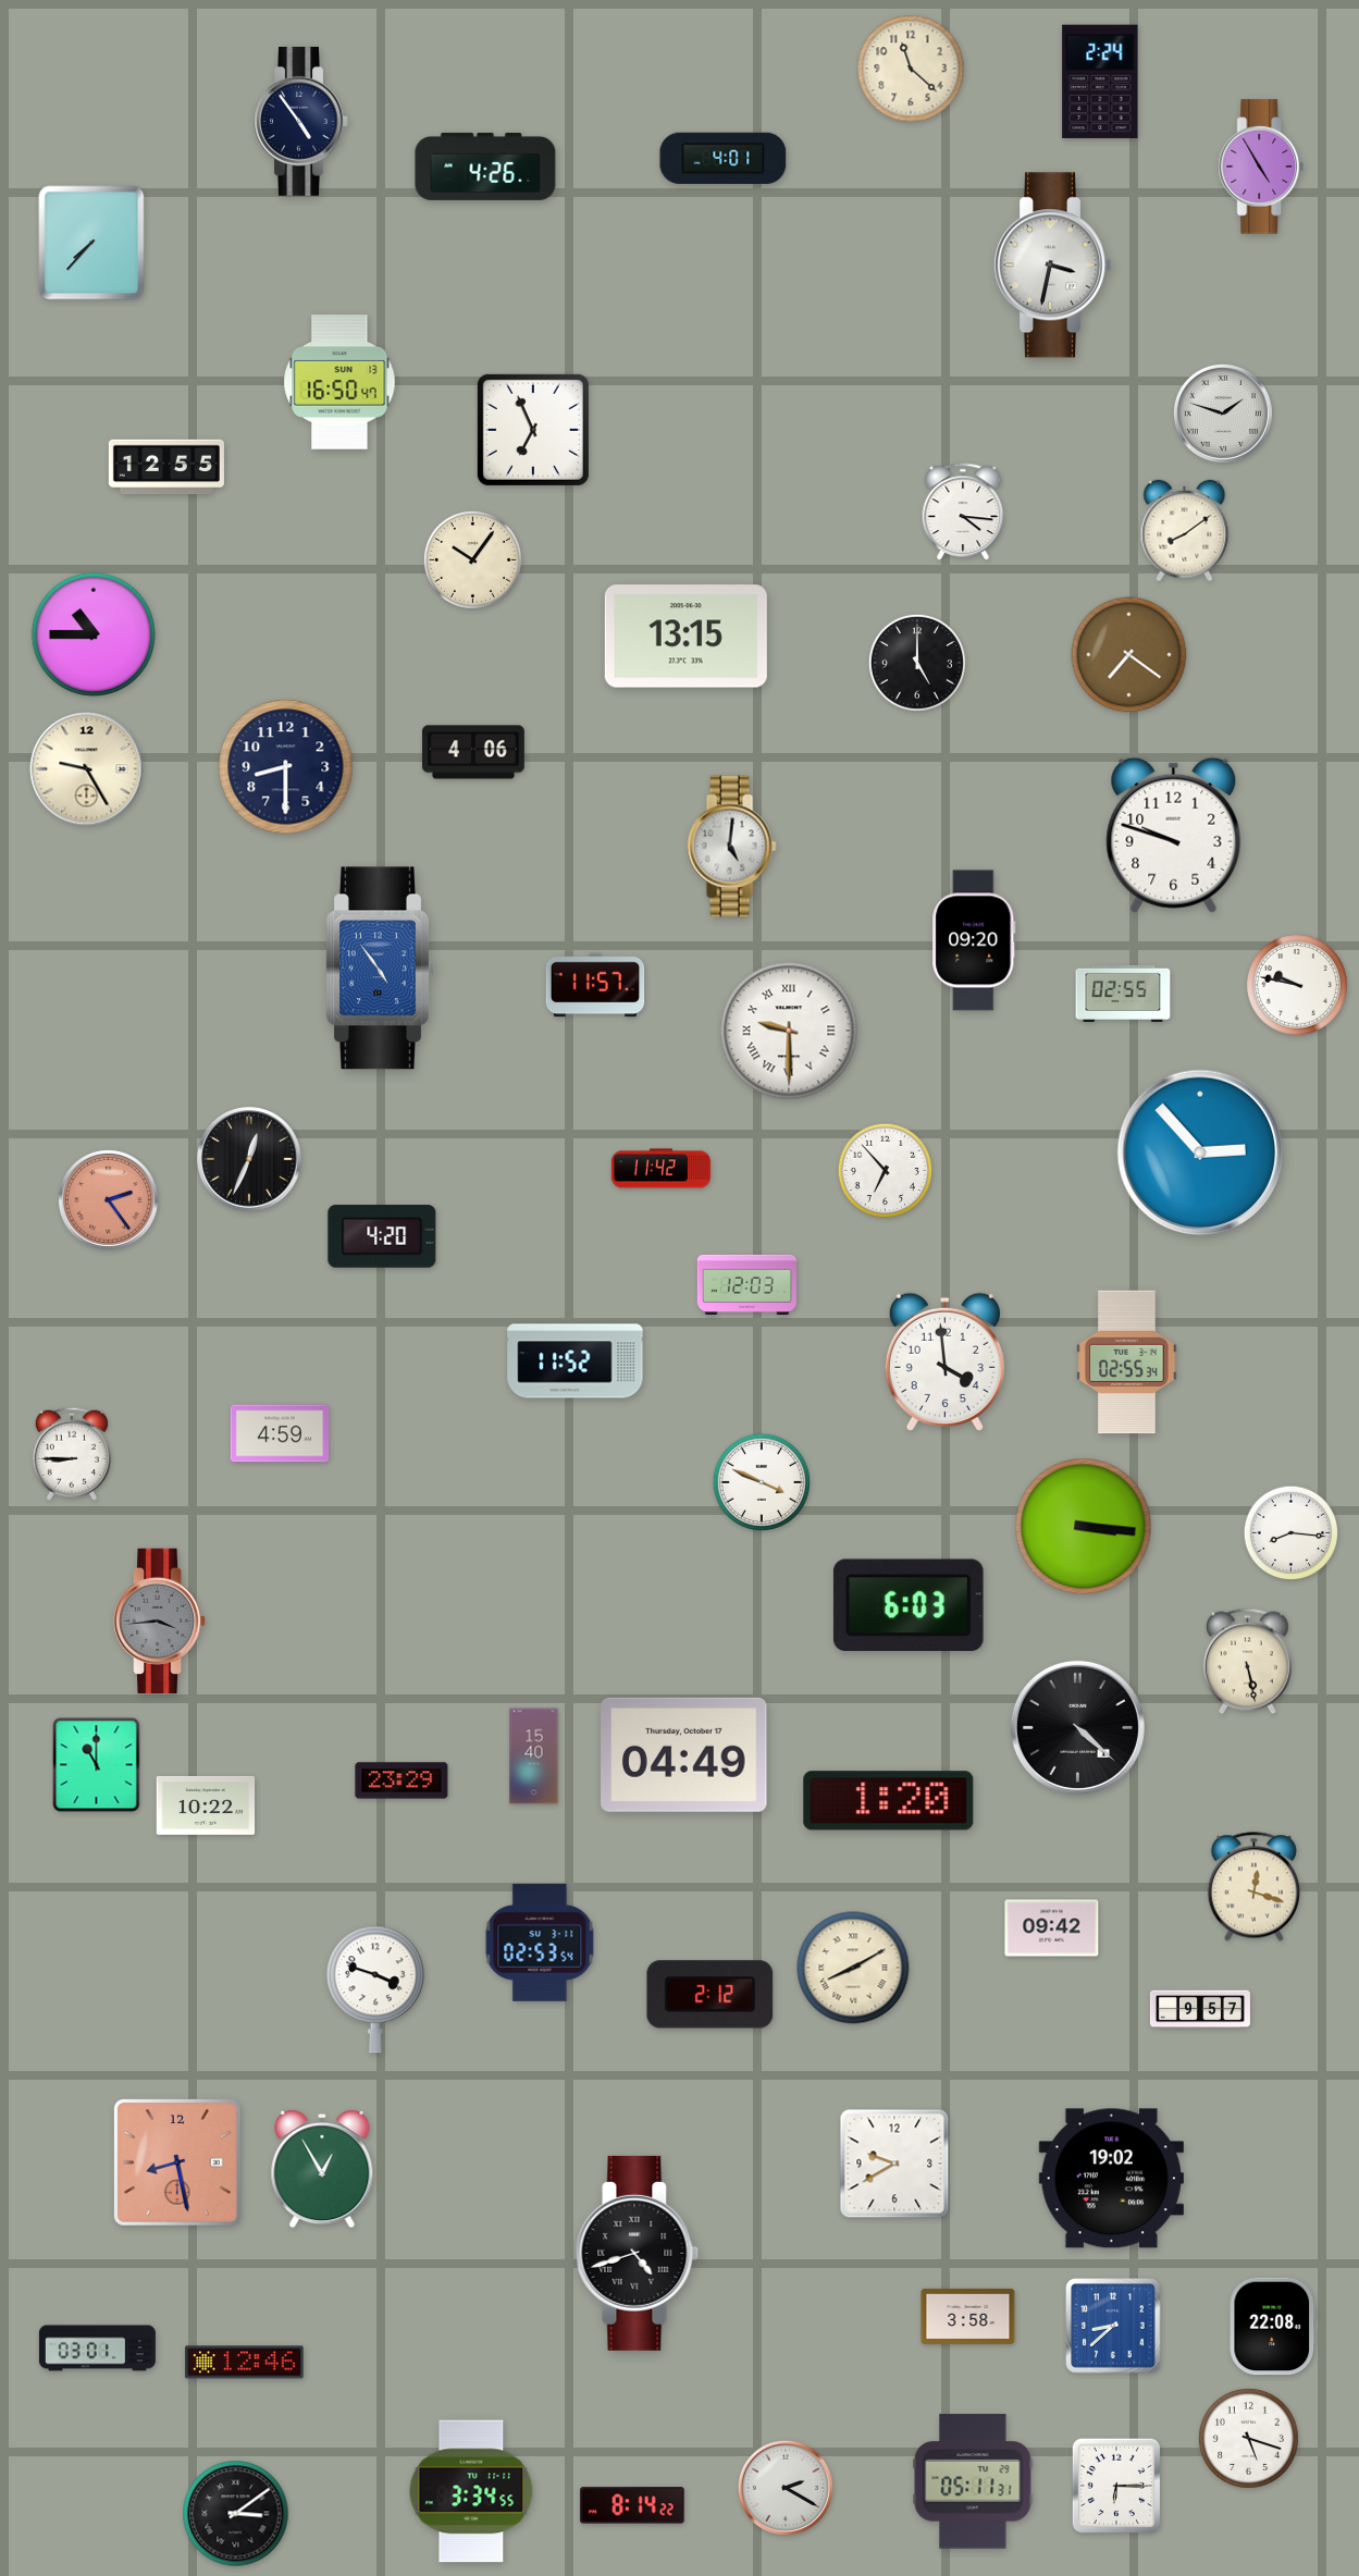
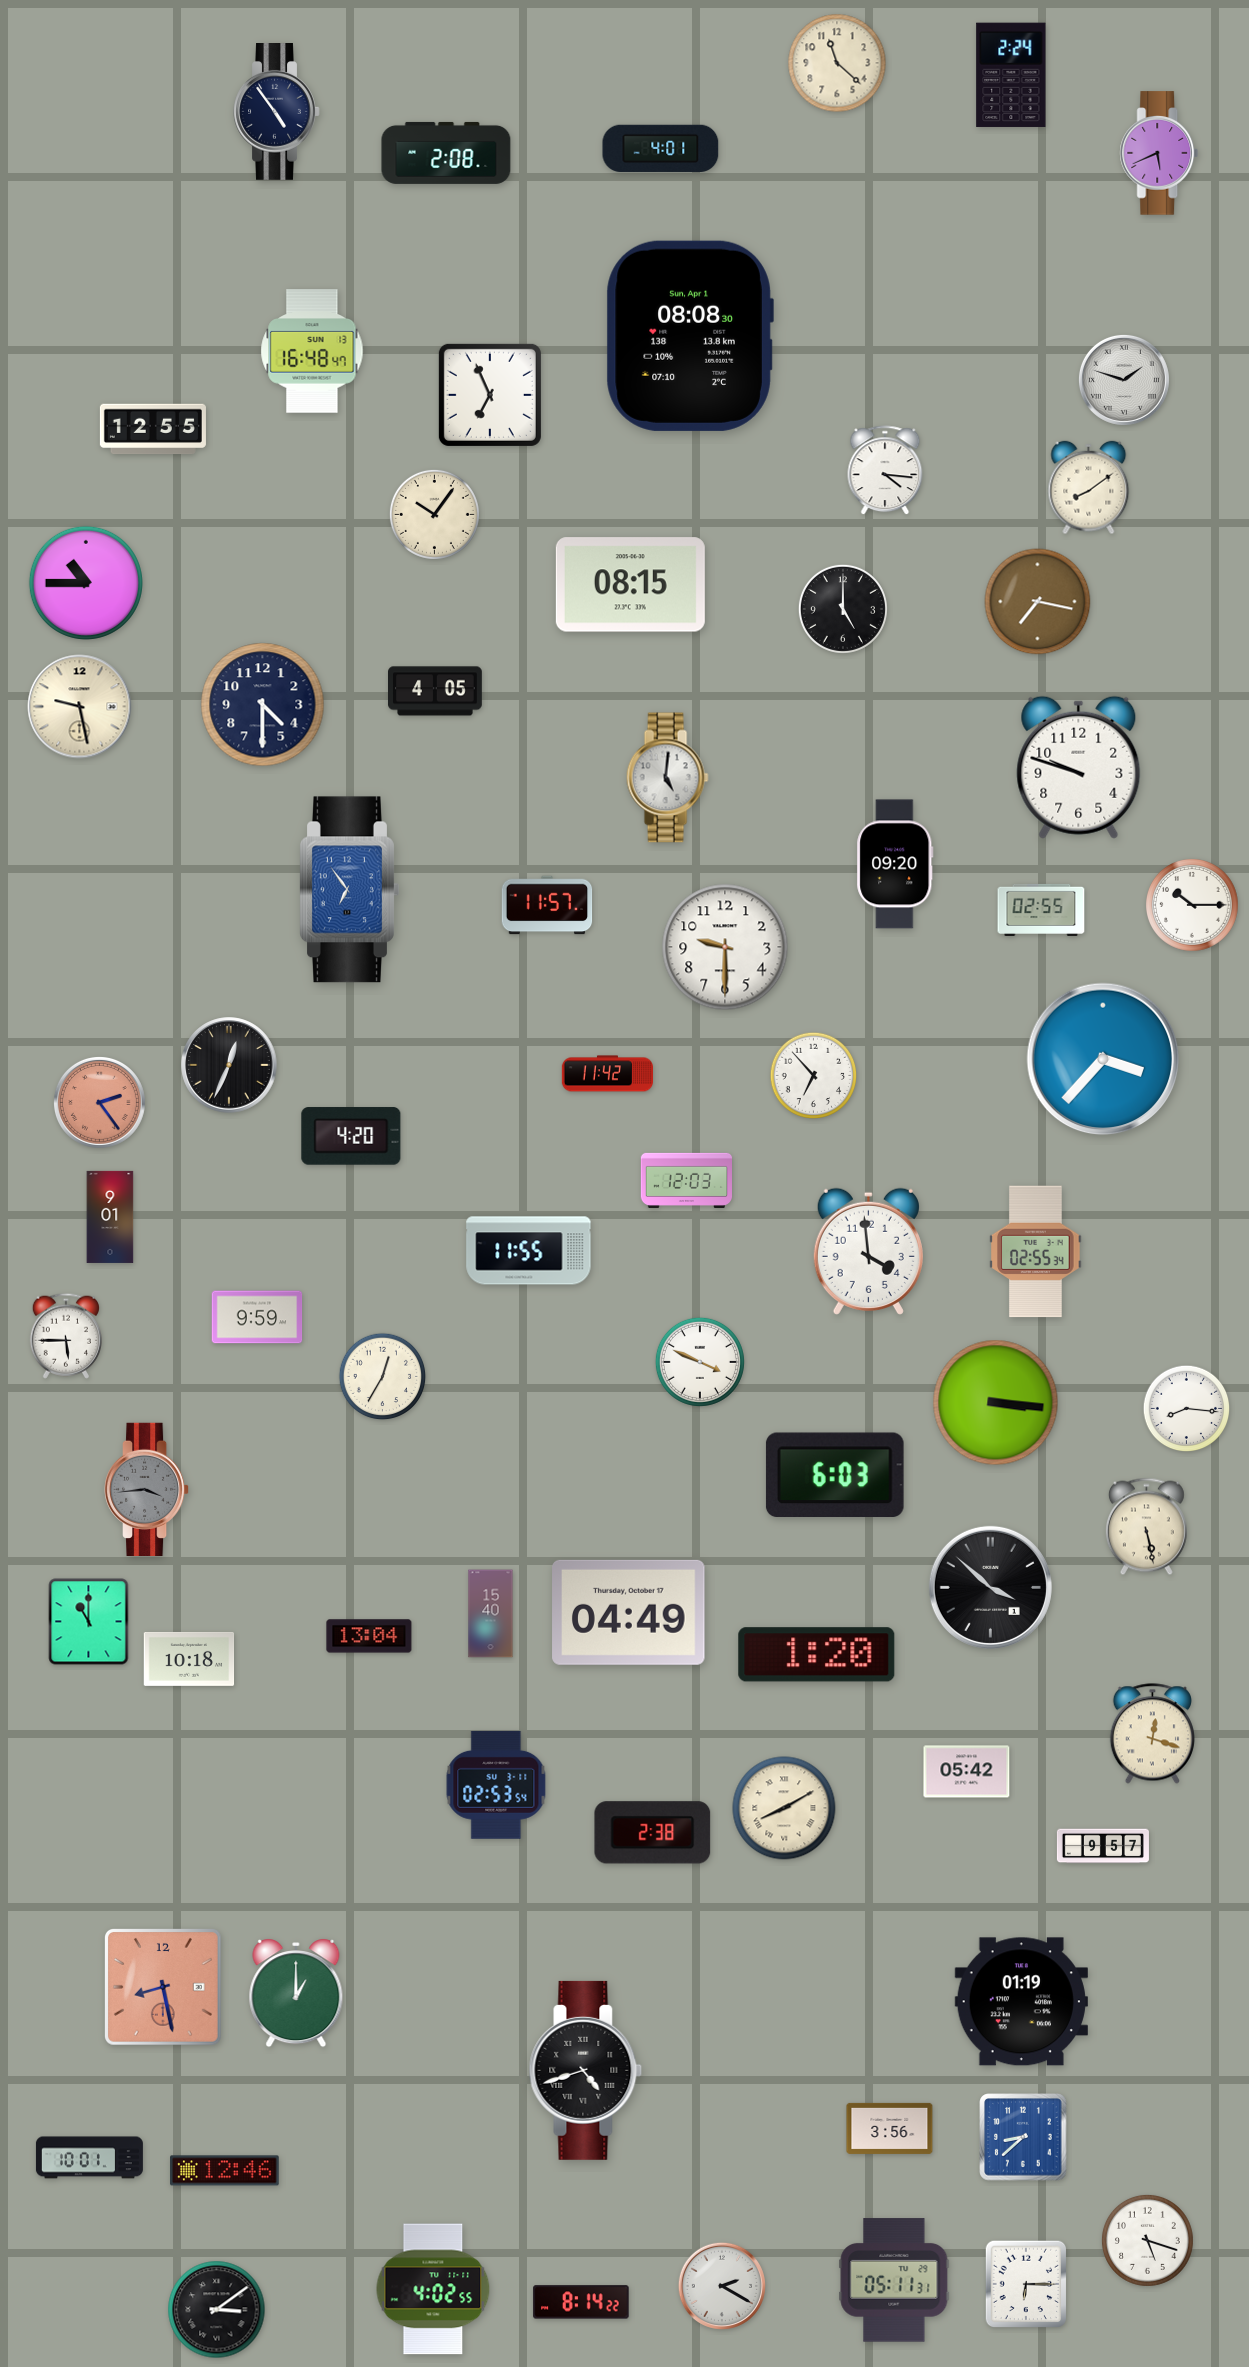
clock at (724, 158) position: (724, 158) -> (661, 148)
clock at (485, 167): 4:26 -> 2:08
clock at (1261, 167): 4:55 -> 5:41
clock at (91, 243): 7:37 -> none
clock at (1053, 266): 3:32 -> none
clock at (690, 336): none -> 08:08
clock at (339, 382): 16:50 -> 16:48
clock at (685, 637): 13:15 -> 08:15
clock at (1129, 655): 7:21 -> 7:17
clock at (474, 752): 4:06 -> 4:05
clock at (286, 767): 8:30 -> 4:30
clock at (87, 769): 9:25 -> 9:28
clock at (731, 847) position: (731, 847) -> (667, 778)
clock at (381, 969): 4:54 -> 6:54
clock at (1297, 985): 9:47 -> 10:15
clock at (1123, 994) position: (1123, 994) -> (1041, 910)
clock at (789, 1031) numerals: Roman -> Arabic
clock at (1200, 1153): 2:53 -> 3:37
clock at (110, 1217): none -> 9:01
clock at (576, 1361): 11:52 -> 11:55
clock at (280, 1433): 4:59 -> 9:59
clock at (71, 1454): 8:45 -> 5:45
clock at (383, 1377): none -> 12:35
clock at (1077, 1727): 4:22 -> 3:52
clock at (401, 1780): 23:29 -> 13:04
clock at (206, 1805): 10:22 -> 10:18
clock at (1052, 1928): 09:42 -> 05:42
clock at (375, 1989): 3:48 -> none
clock at (711, 1995): 2:12 -> 2:38
clock at (894, 2164): 9:40 -> none
clock at (322, 2169): 12:55 -> 1:00
clock at (1111, 2179): 19:02 -> 01:19
clock at (968, 2316): 3:58 -> 3:56
clock at (1273, 2327): 22:08 -> none
clock at (97, 2349): 03:01 -> 10:01
clock at (471, 2491): 3:34 -> 4:02
